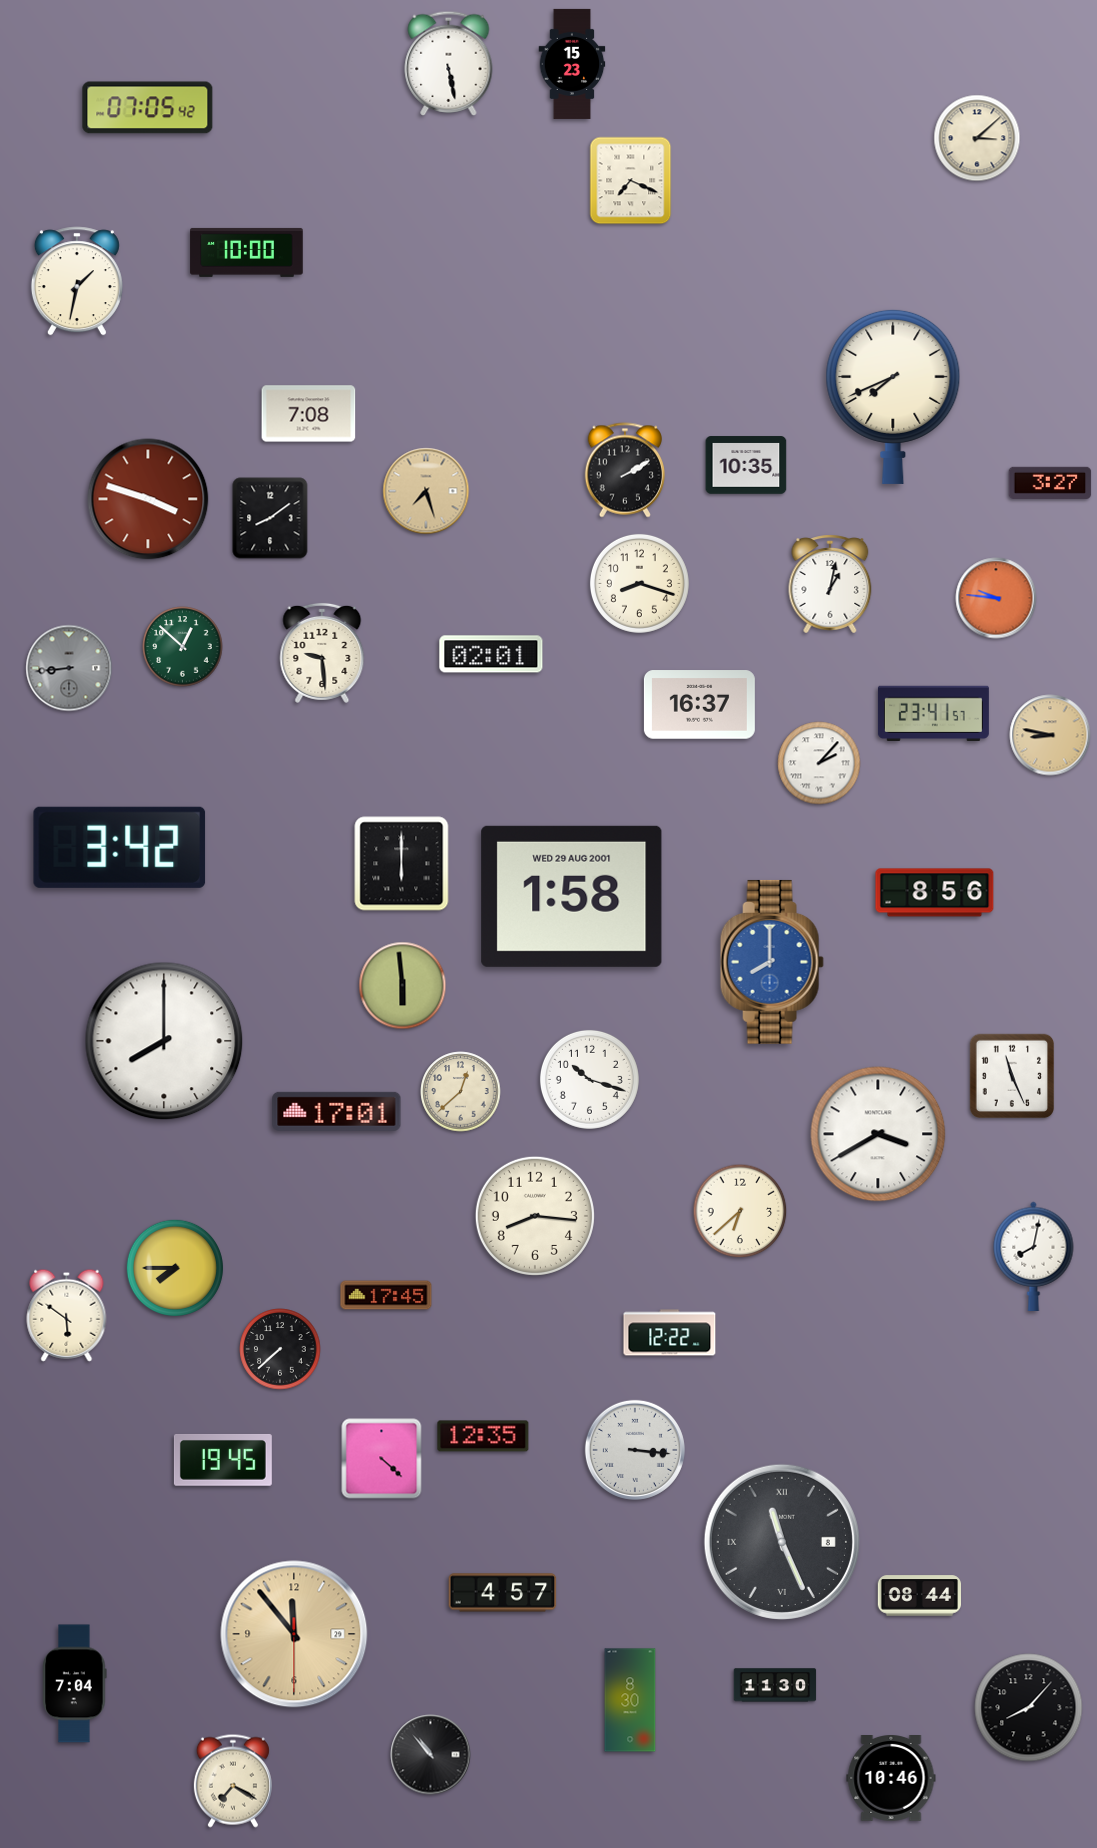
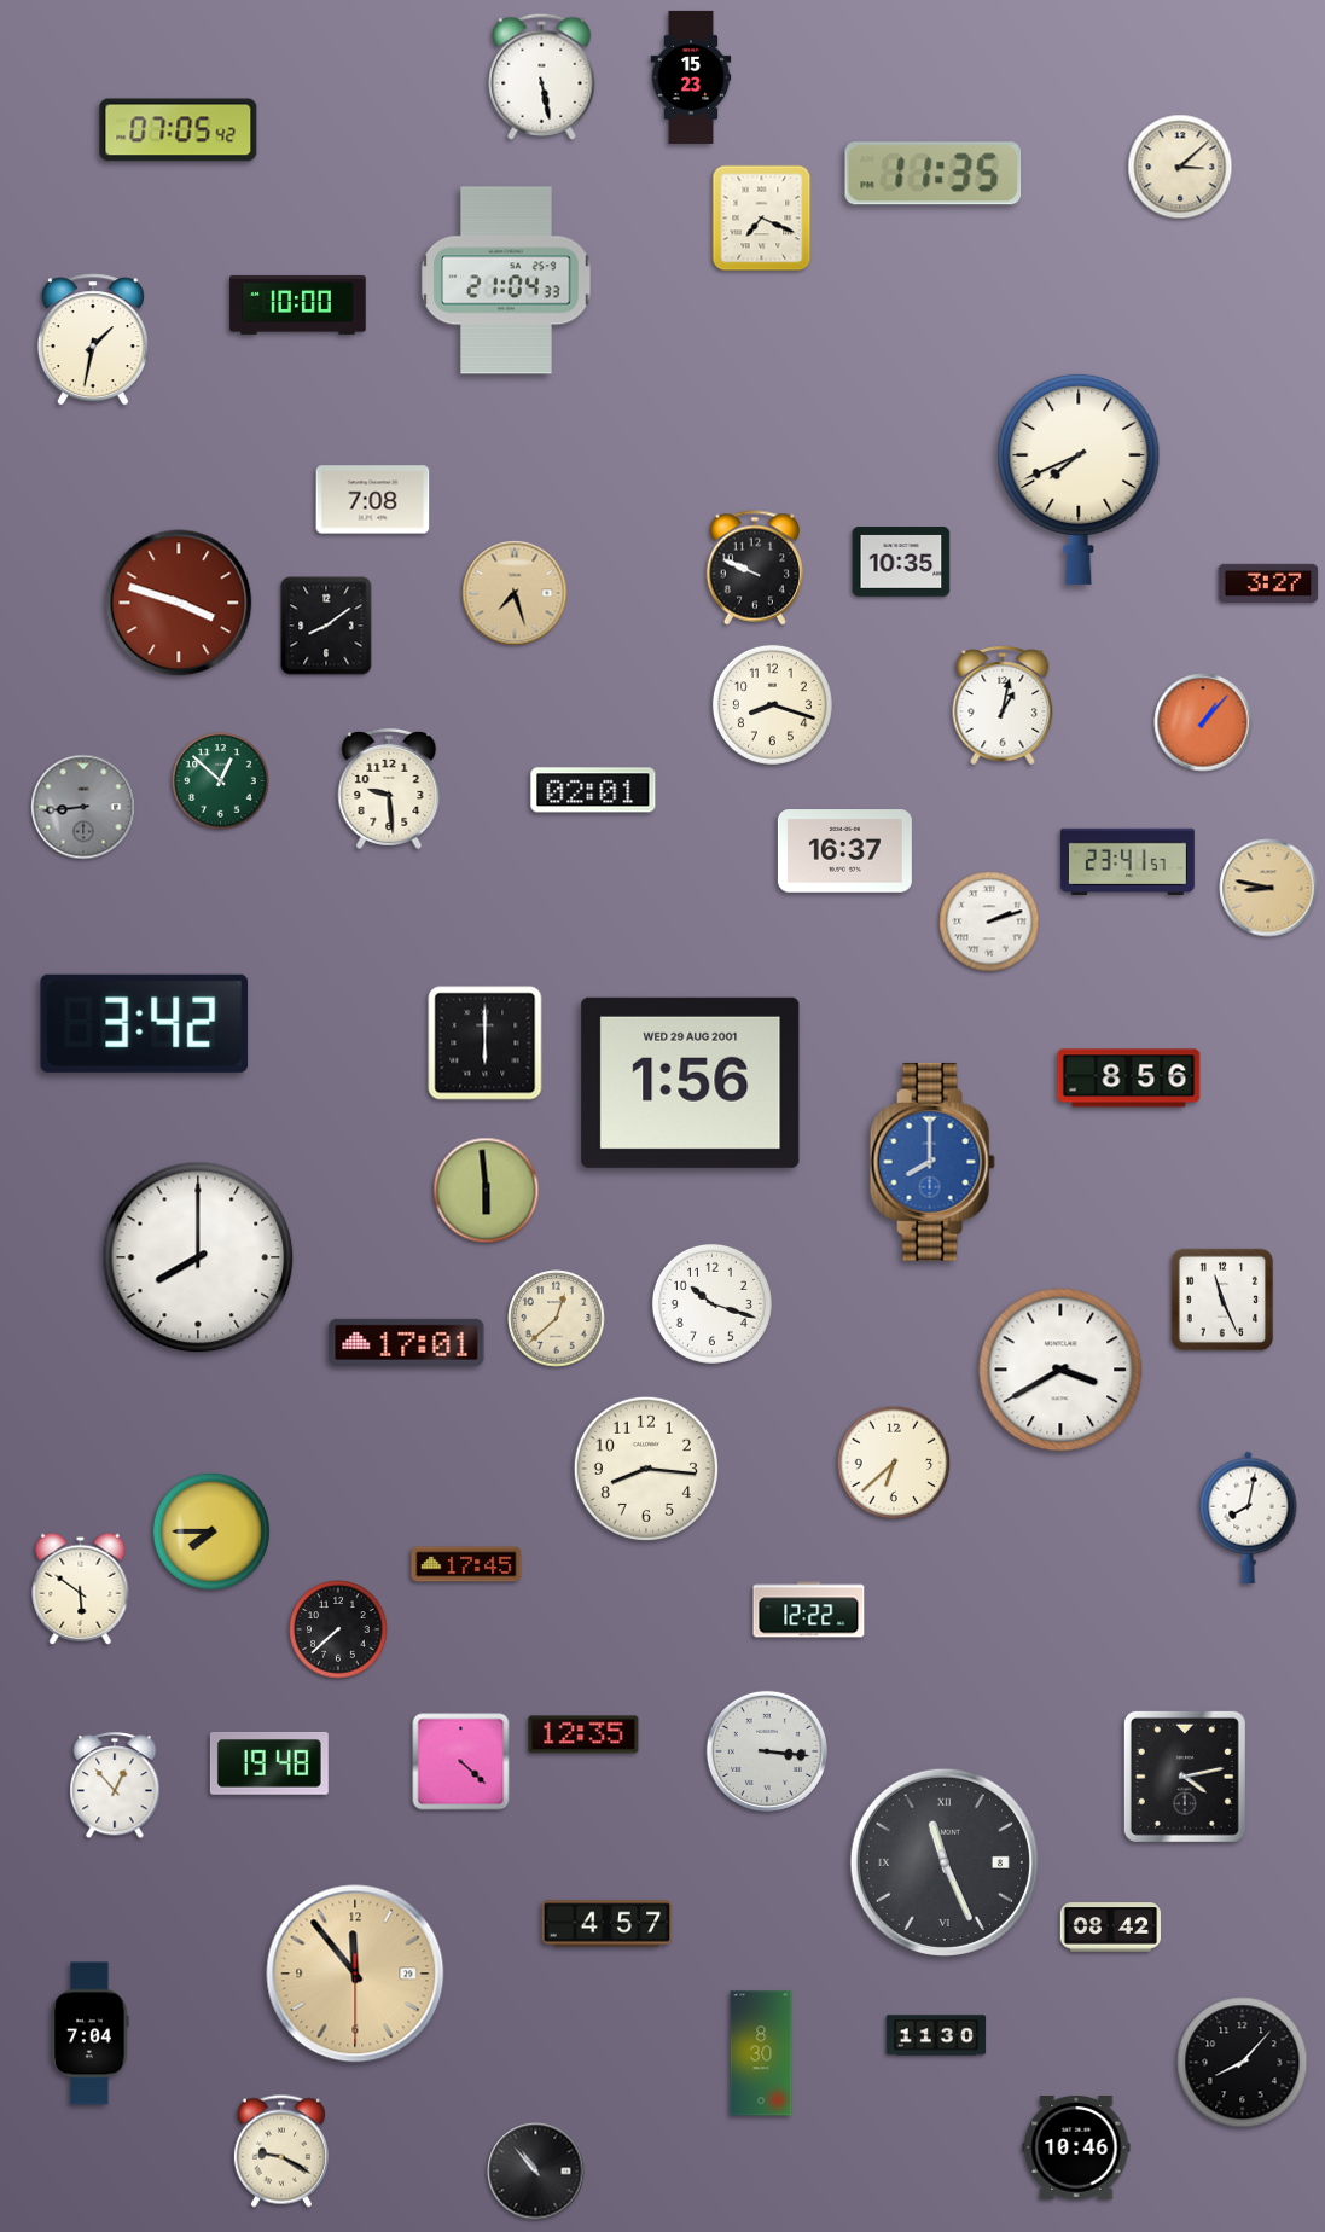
clock at (934, 174): none -> 11:35
clock at (506, 280): none -> 21:04
clock at (624, 470): 2:10 -> 9:49
clock at (996, 598): 9:46 -> 1:07
clock at (819, 763): 2:07 -> 2:12
clock at (572, 896): 1:58 -> 1:56
clock at (223, 1460): 19:45 -> 19:48
clock at (1185, 1777): none -> 4:13
clock at (115, 1786): none -> 12:53
clock at (920, 1596): 08:44 -> 08:42
clock at (431, 1755) position: (431, 1755) -> (536, 2172)
clock at (233, 1781): 7:20 -> 9:20
